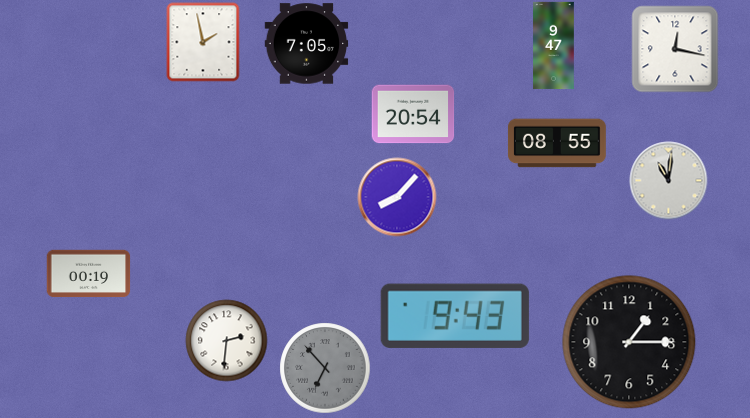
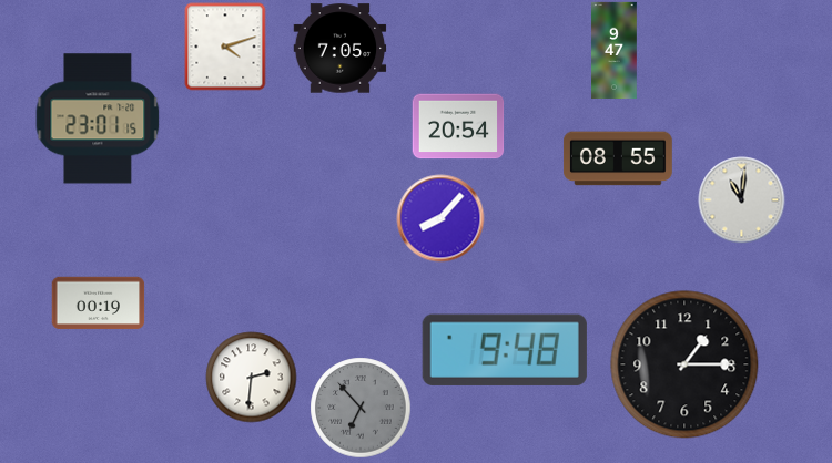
clock at (203, 42): 1:58 -> 4:12
clock at (675, 49): 12:17 -> none
clock at (98, 119): none -> 23:01
clock at (455, 316): 9:43 -> 9:48
clock at (629, 342) position: (629, 342) -> (684, 364)
